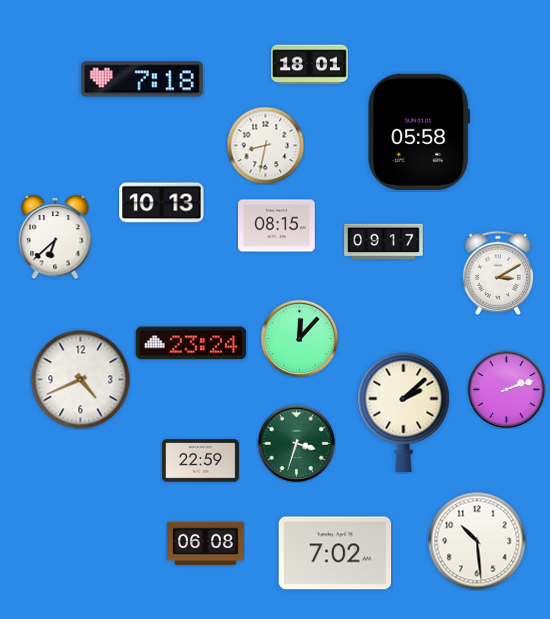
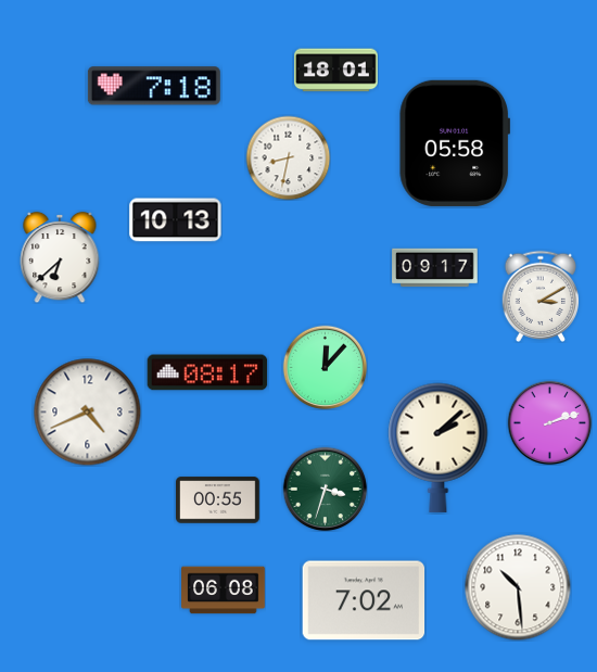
clock at (277, 226): 08:15 -> none
clock at (384, 242) position: (384, 242) -> (435, 268)
clock at (191, 343): 23:24 -> 08:17
clock at (296, 443) position: (296, 443) -> (325, 489)
clock at (201, 461): 22:59 -> 00:55
